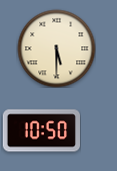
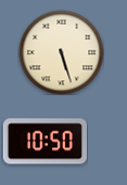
clock at (56, 48): 5:30 -> 5:27
